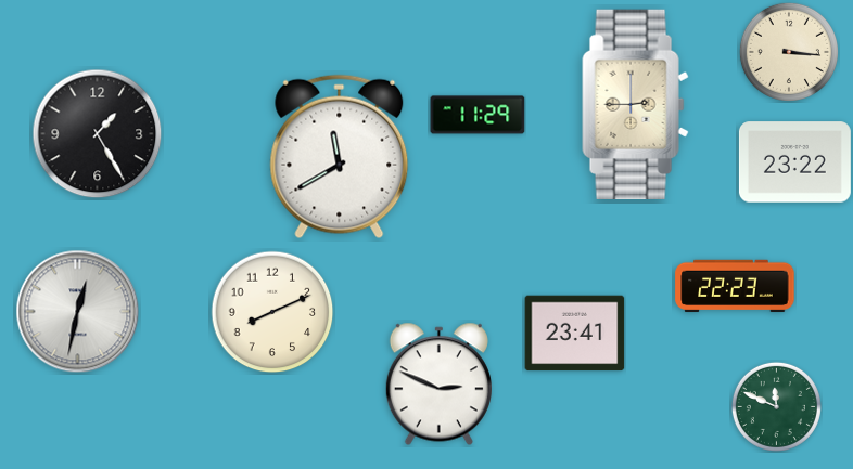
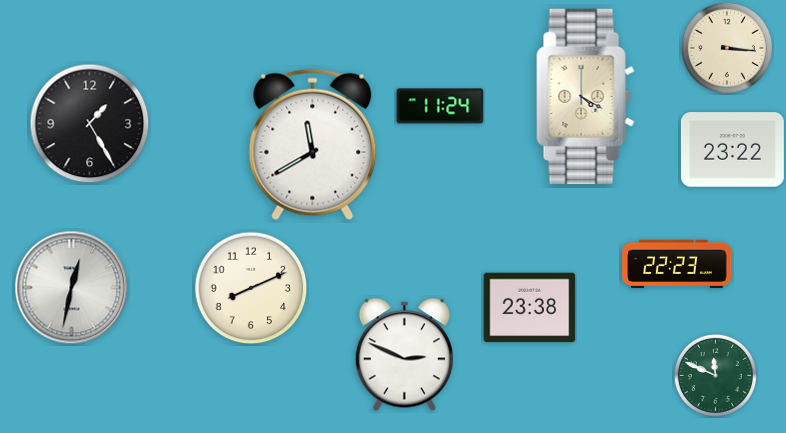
clock at (636, 104): 2:45 -> 4:20
clock at (478, 115): 11:29 -> 11:24
clock at (575, 334): 23:41 -> 23:38
